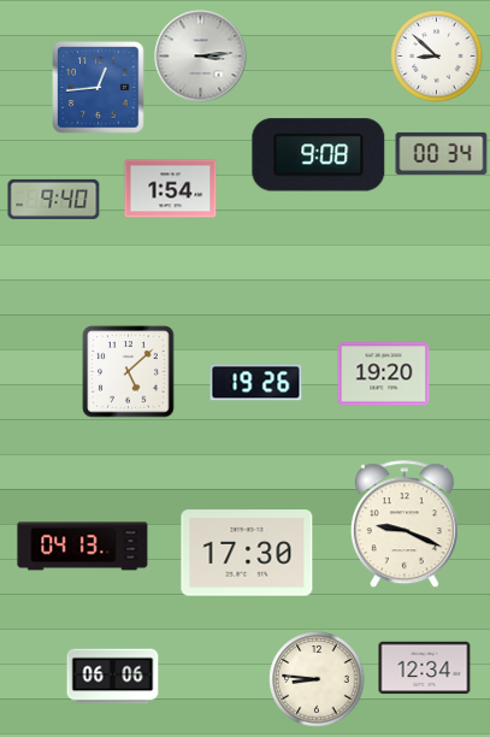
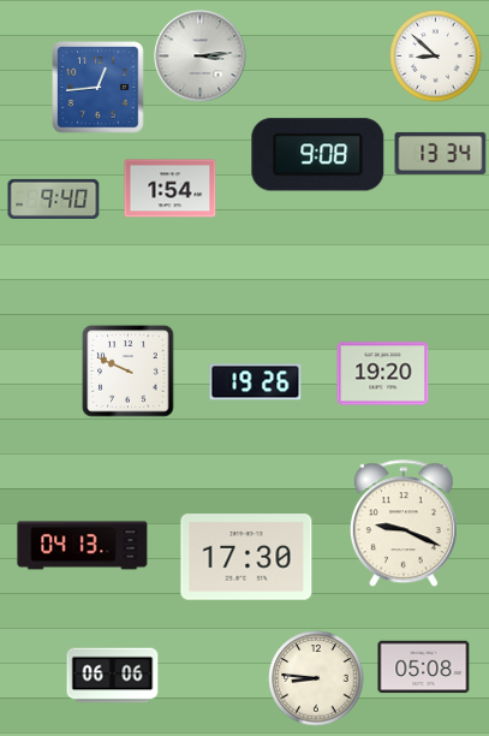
clock at (442, 153): 00:34 -> 13:34
clock at (129, 372): 5:08 -> 9:49
clock at (247, 553) position: (247, 553) -> (246, 557)
clock at (425, 668): 12:34 -> 05:08
